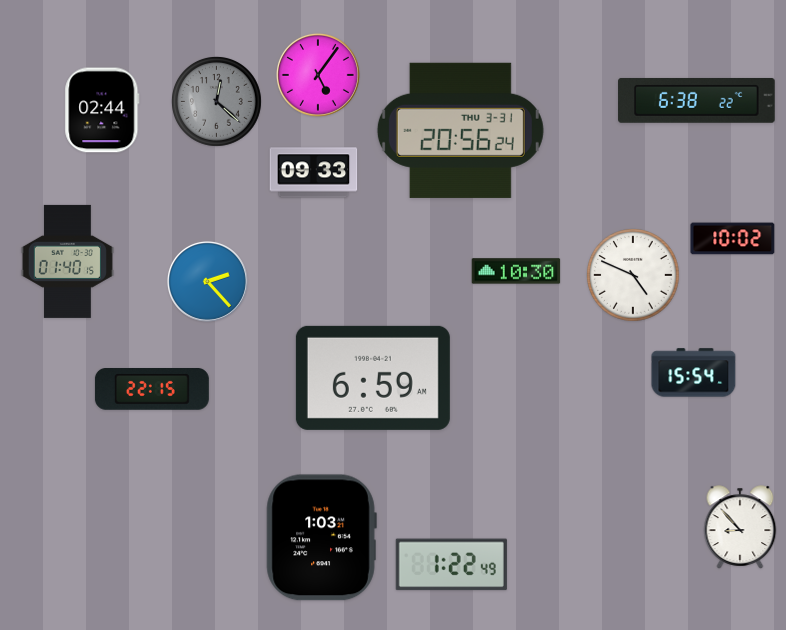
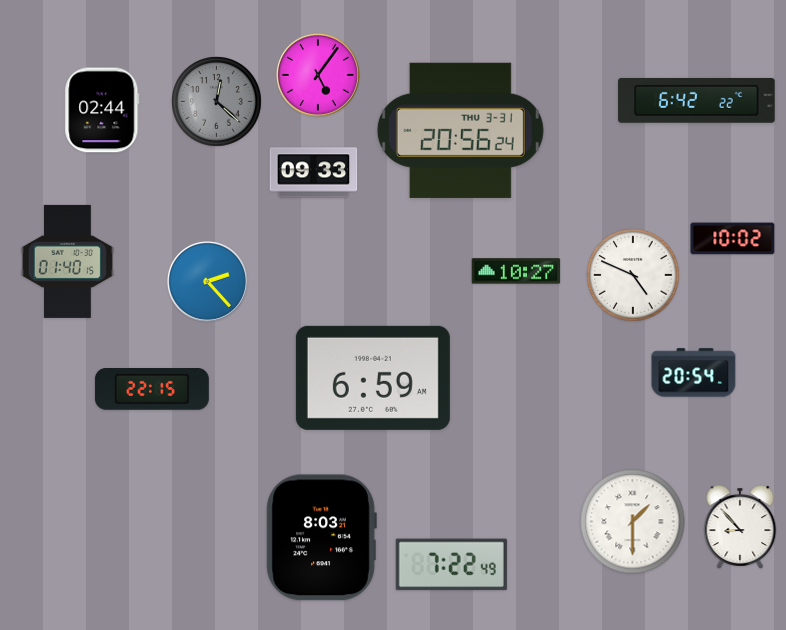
clock at (697, 101): 6:38 -> 6:42
clock at (516, 271): 10:30 -> 10:27
clock at (694, 373): 15:54 -> 20:54
clock at (633, 522): none -> 1:30
clock at (321, 538): 1:03 -> 8:03
clock at (451, 565): 1:22 -> 7:22
